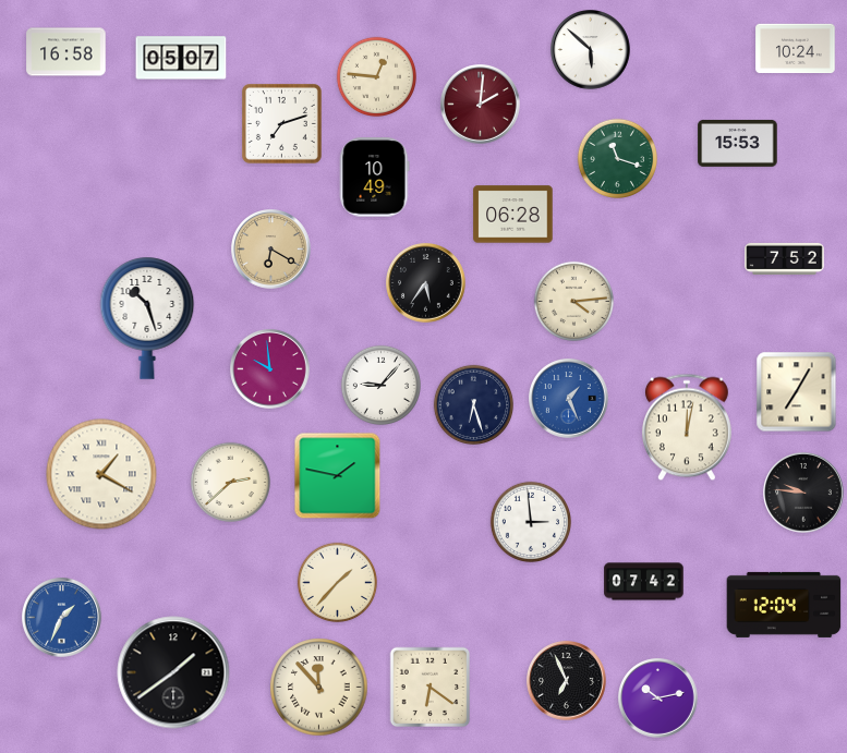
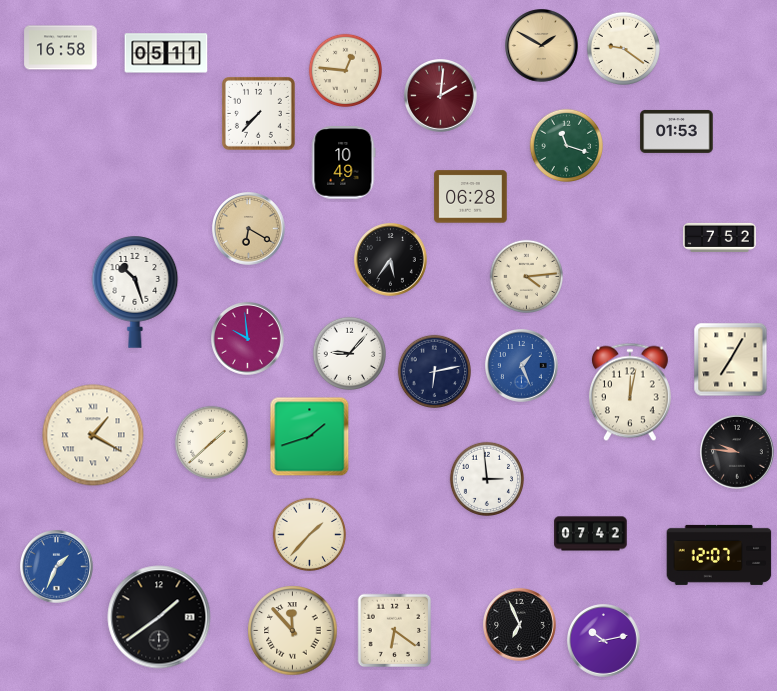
clock at (796, 49): 10:24 -> none
clock at (591, 50): 5:52 -> 1:50
clock at (591, 50) dial: white -> champagne
clock at (623, 48): none -> 9:21
clock at (181, 58): 05:07 -> 05:11
clock at (281, 123): 7:12 -> 7:37
clock at (738, 143): 15:53 -> 01:53
clock at (473, 404): 6:27 -> 6:13
clock at (338, 476): 1:47 -> 1:42
clock at (230, 482): 2:38 -> 1:38
clock at (784, 605): 12:04 -> 12:07
